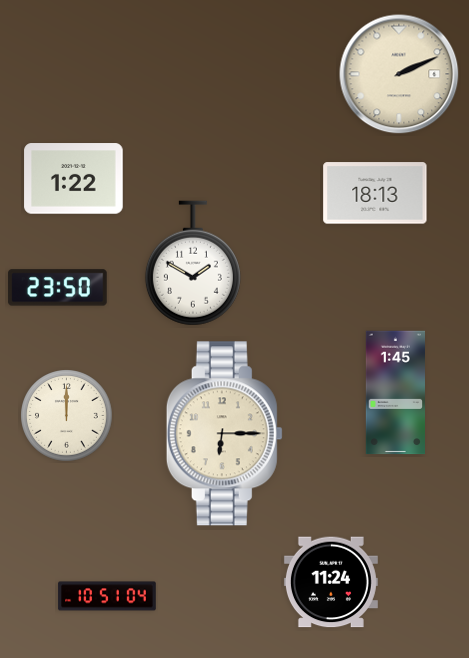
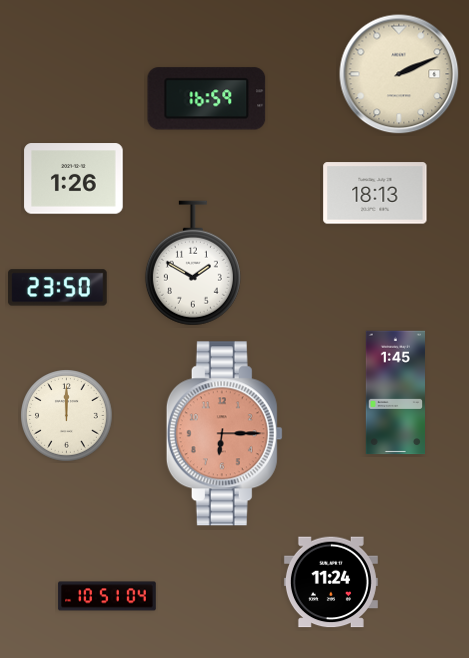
clock at (207, 99): none -> 16:59
clock at (74, 179): 1:22 -> 1:26
clock at (224, 434) dial: cream -> salmon
